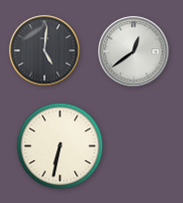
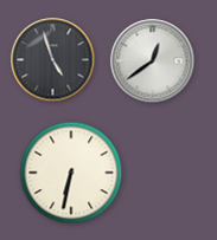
clock at (45, 51): 5:01 -> 4:57
clock at (134, 52) position: (134, 52) -> (153, 61)
